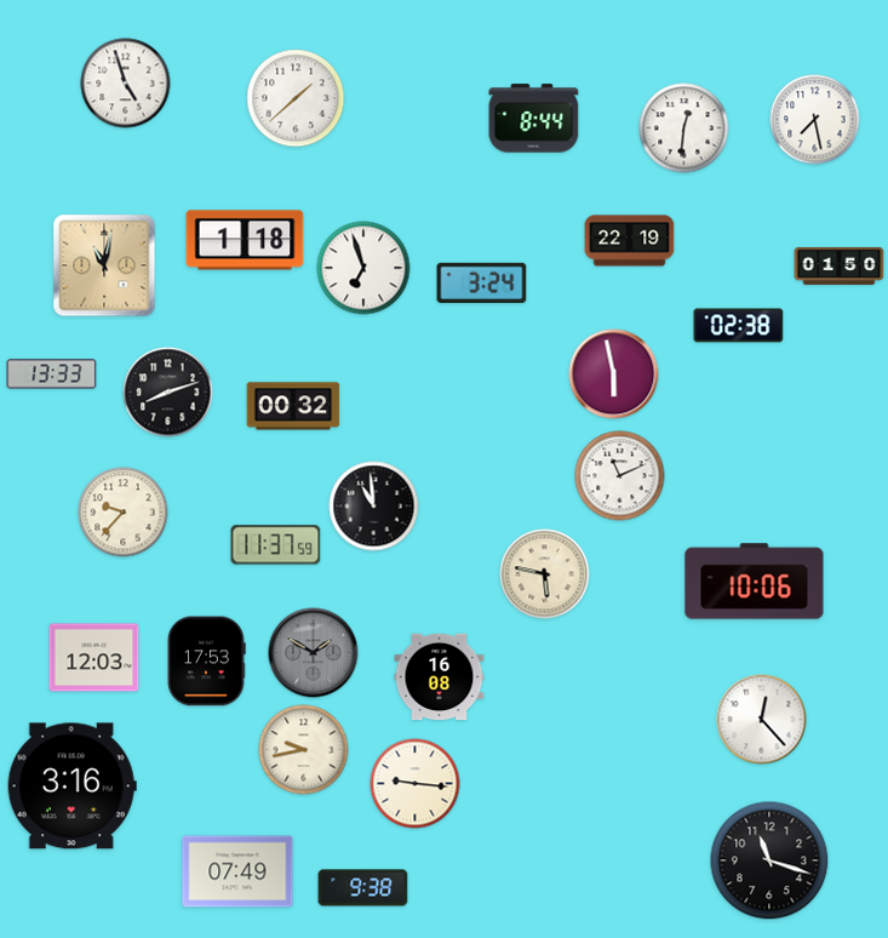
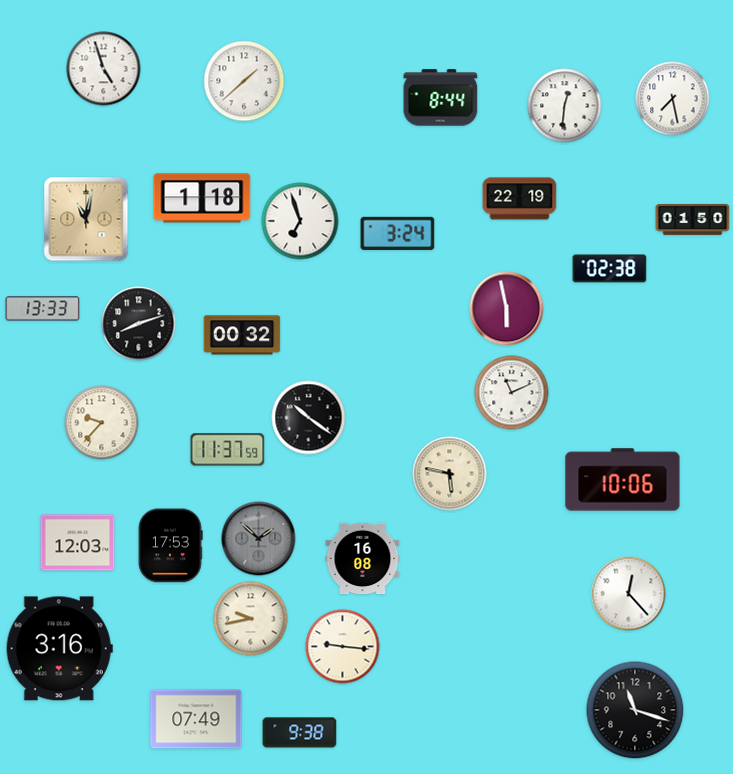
clock at (374, 507): 10:59 -> 10:21
clock at (314, 653): 1:50 -> 1:52
